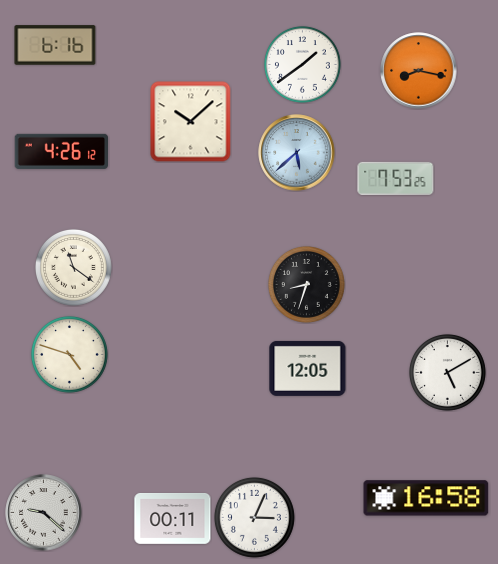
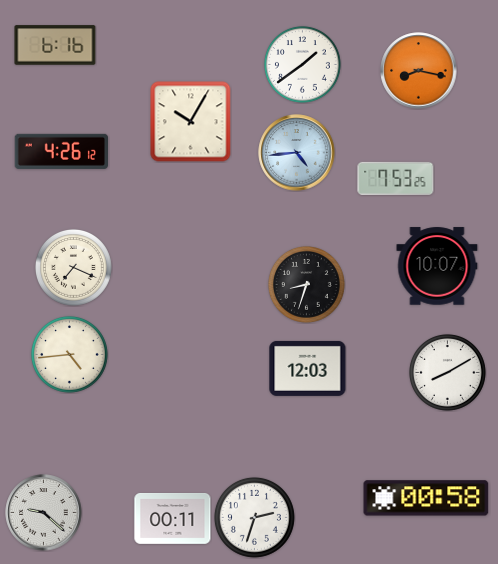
clock at (191, 122): 10:08 -> 10:05
clock at (297, 153): 5:38 -> 4:44
clock at (437, 266): none -> 10:07
clock at (73, 267): 11:21 -> 7:19
clock at (69, 354): 4:48 -> 4:44
clock at (308, 368): 12:05 -> 12:03
clock at (447, 372): 5:10 -> 8:10
clock at (426, 498): 16:58 -> 00:58
clock at (254, 517): 3:04 -> 2:33
